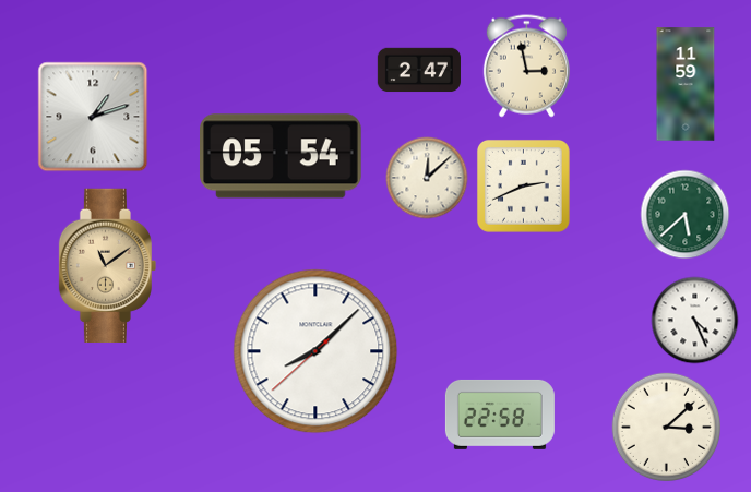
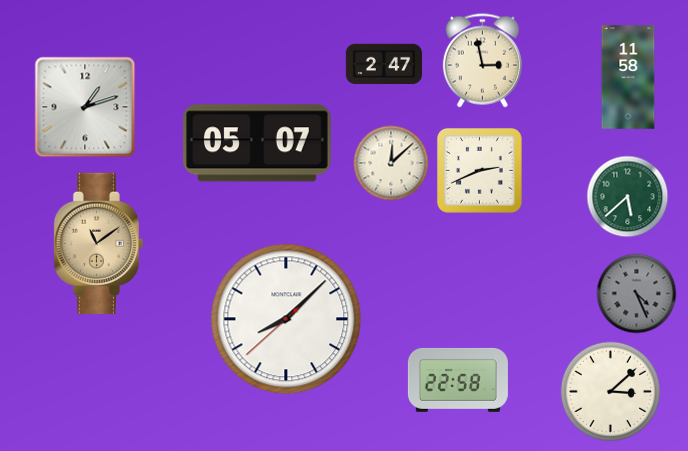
clock at (686, 84): 11:59 -> 11:58
clock at (282, 156): 05:54 -> 05:07
clock at (695, 321) dial: white -> grey
clock at (315, 351) position: (315, 351) -> (286, 319)
